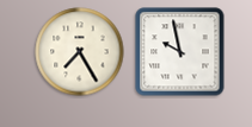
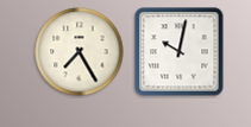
clock at (180, 52): 9:58 -> 10:02
